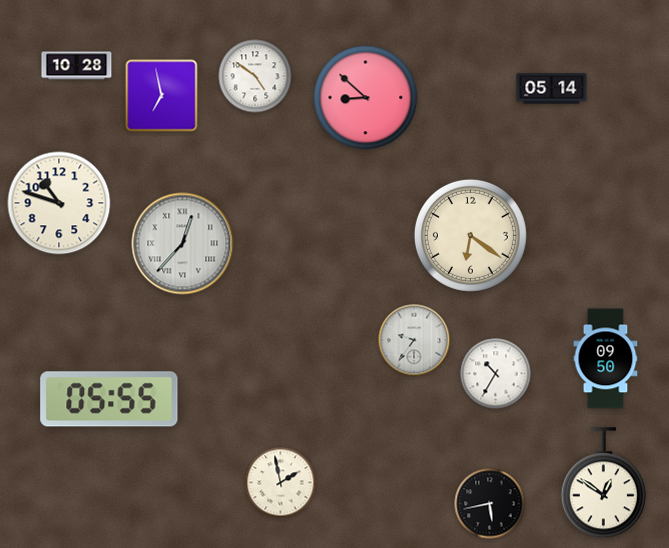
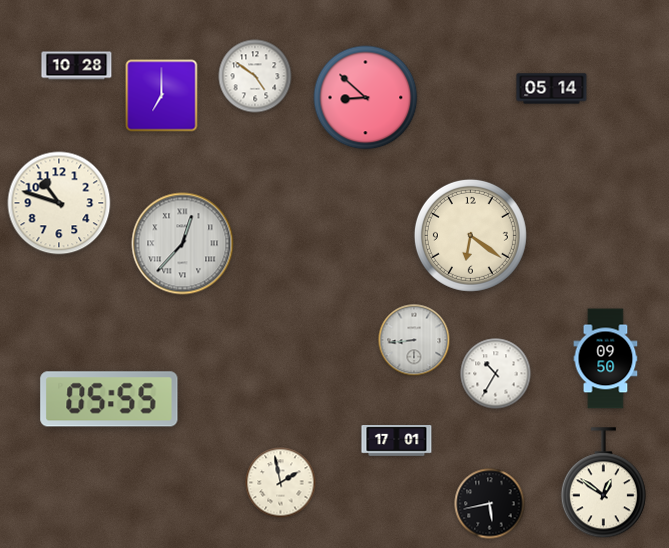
clock at (162, 96): 6:58 -> 7:00
clock at (414, 340): 9:36 -> 8:44
clock at (397, 441): none -> 17:01
